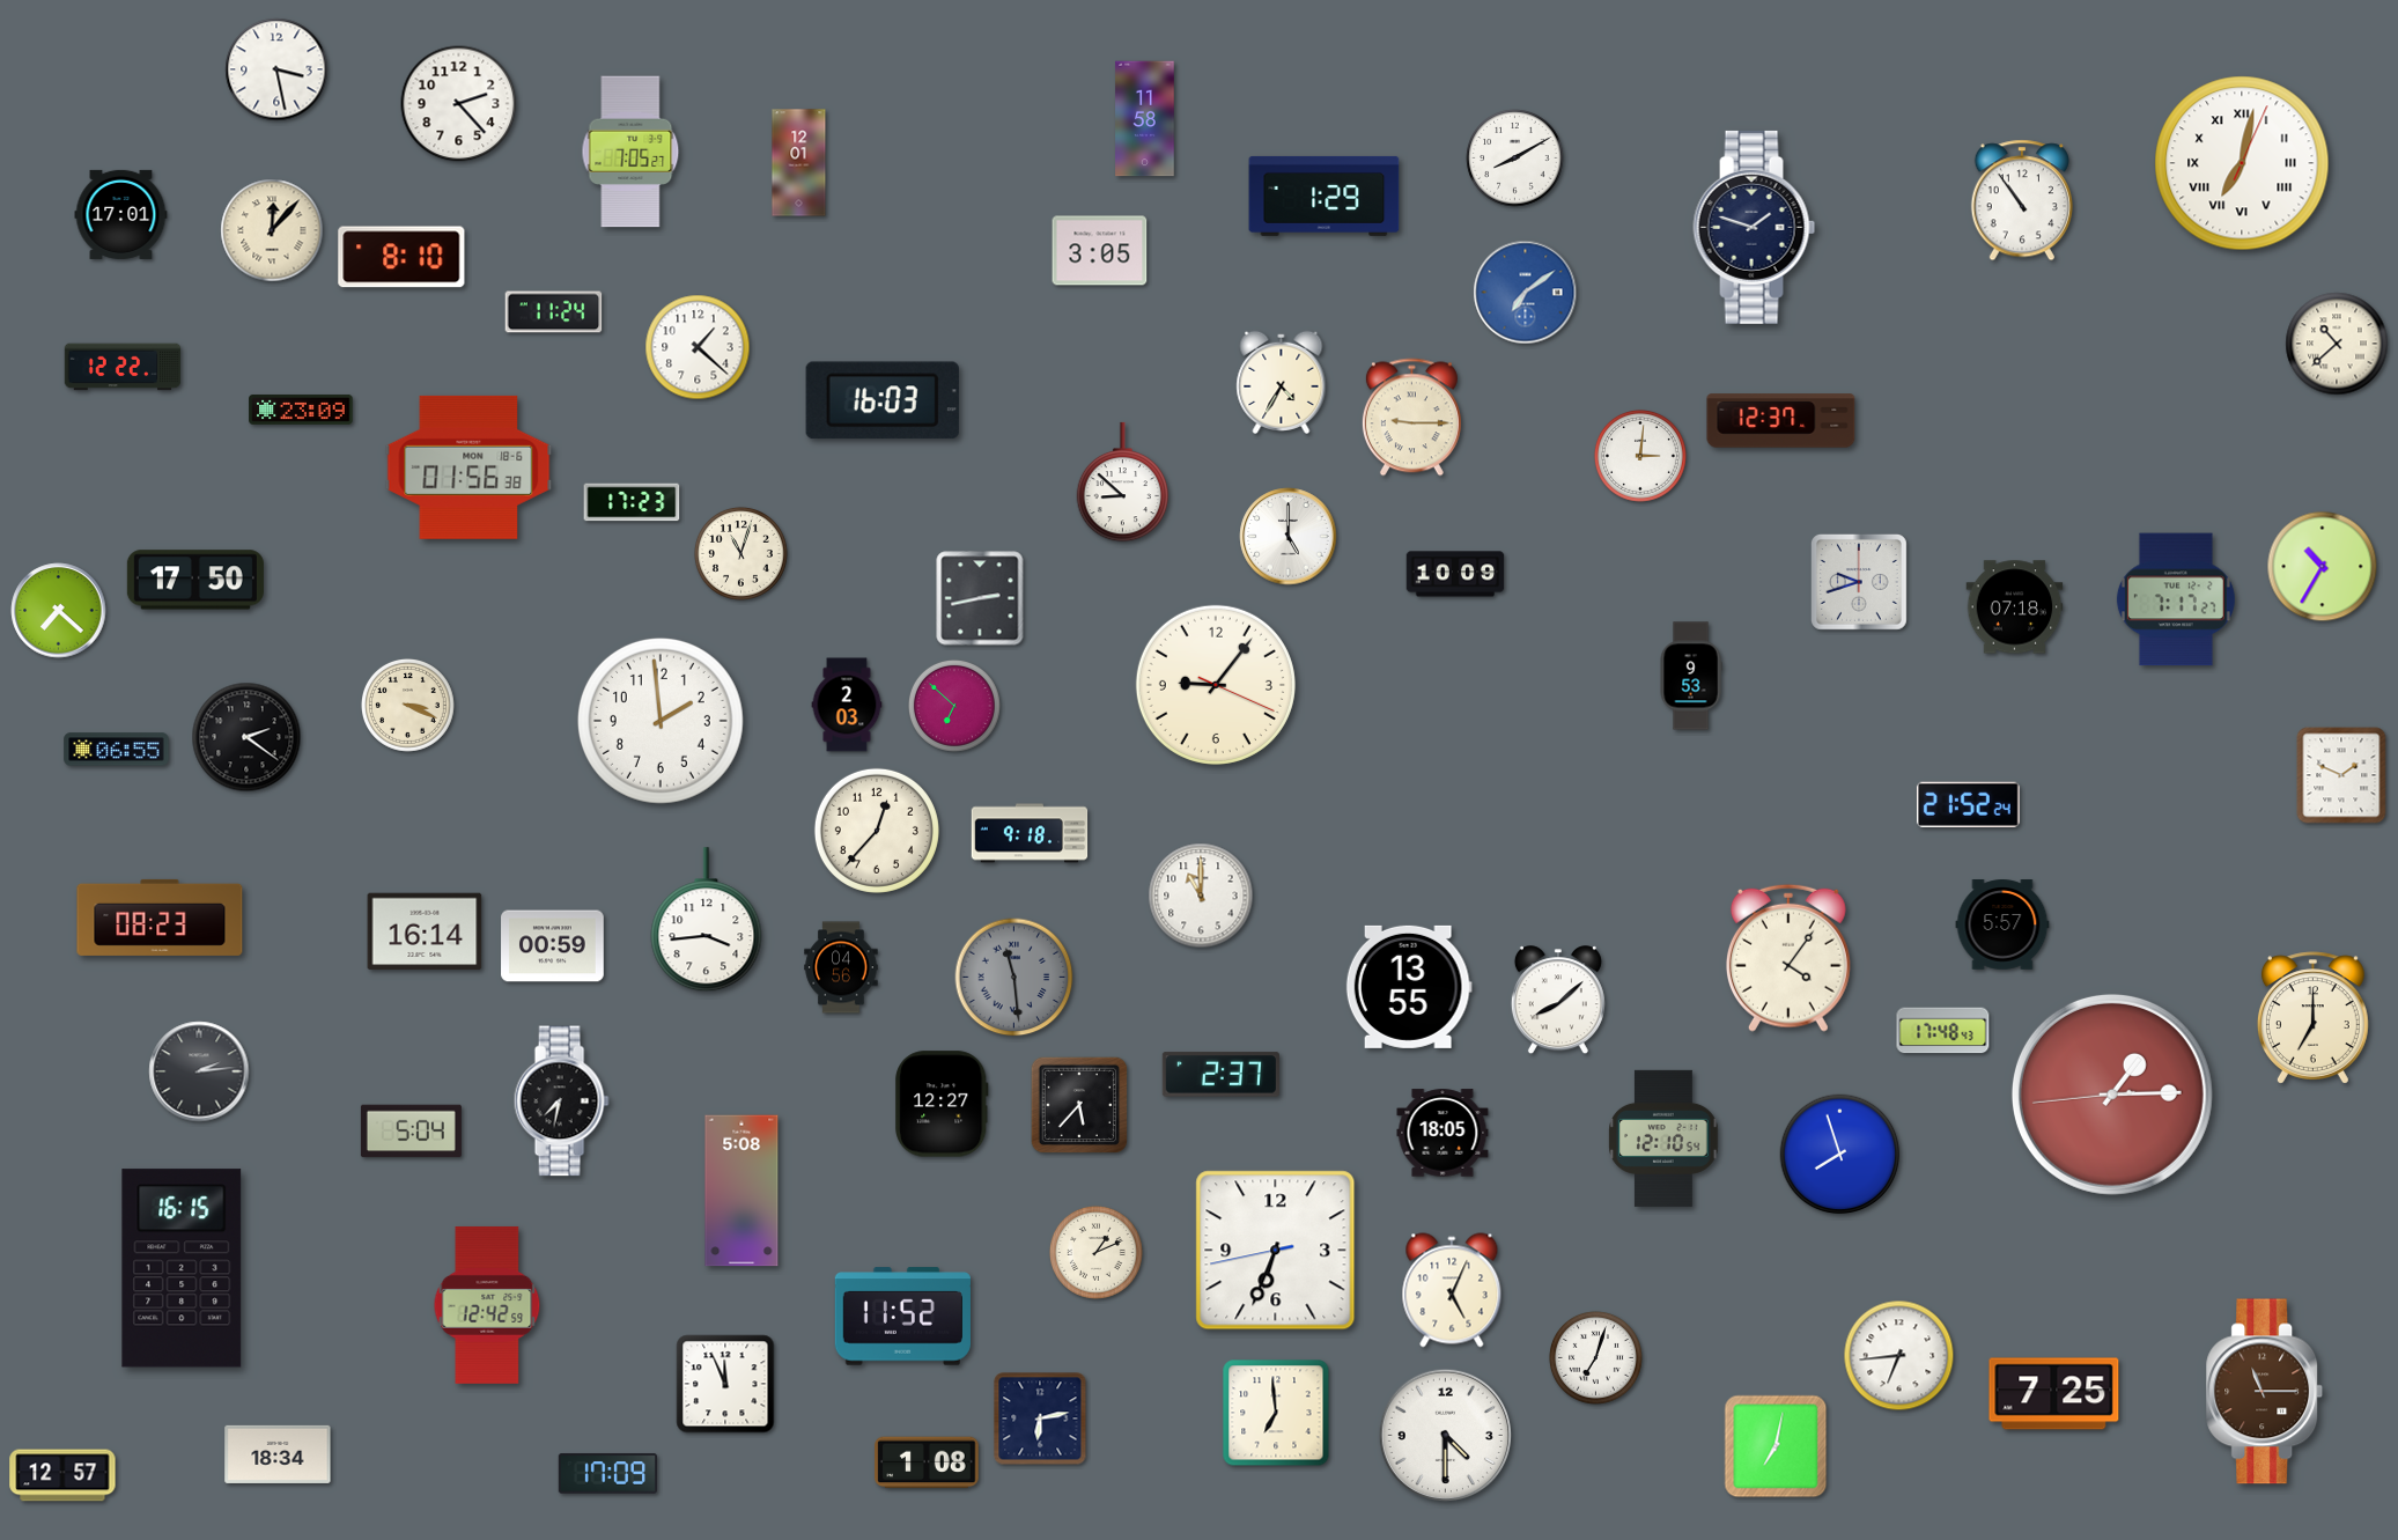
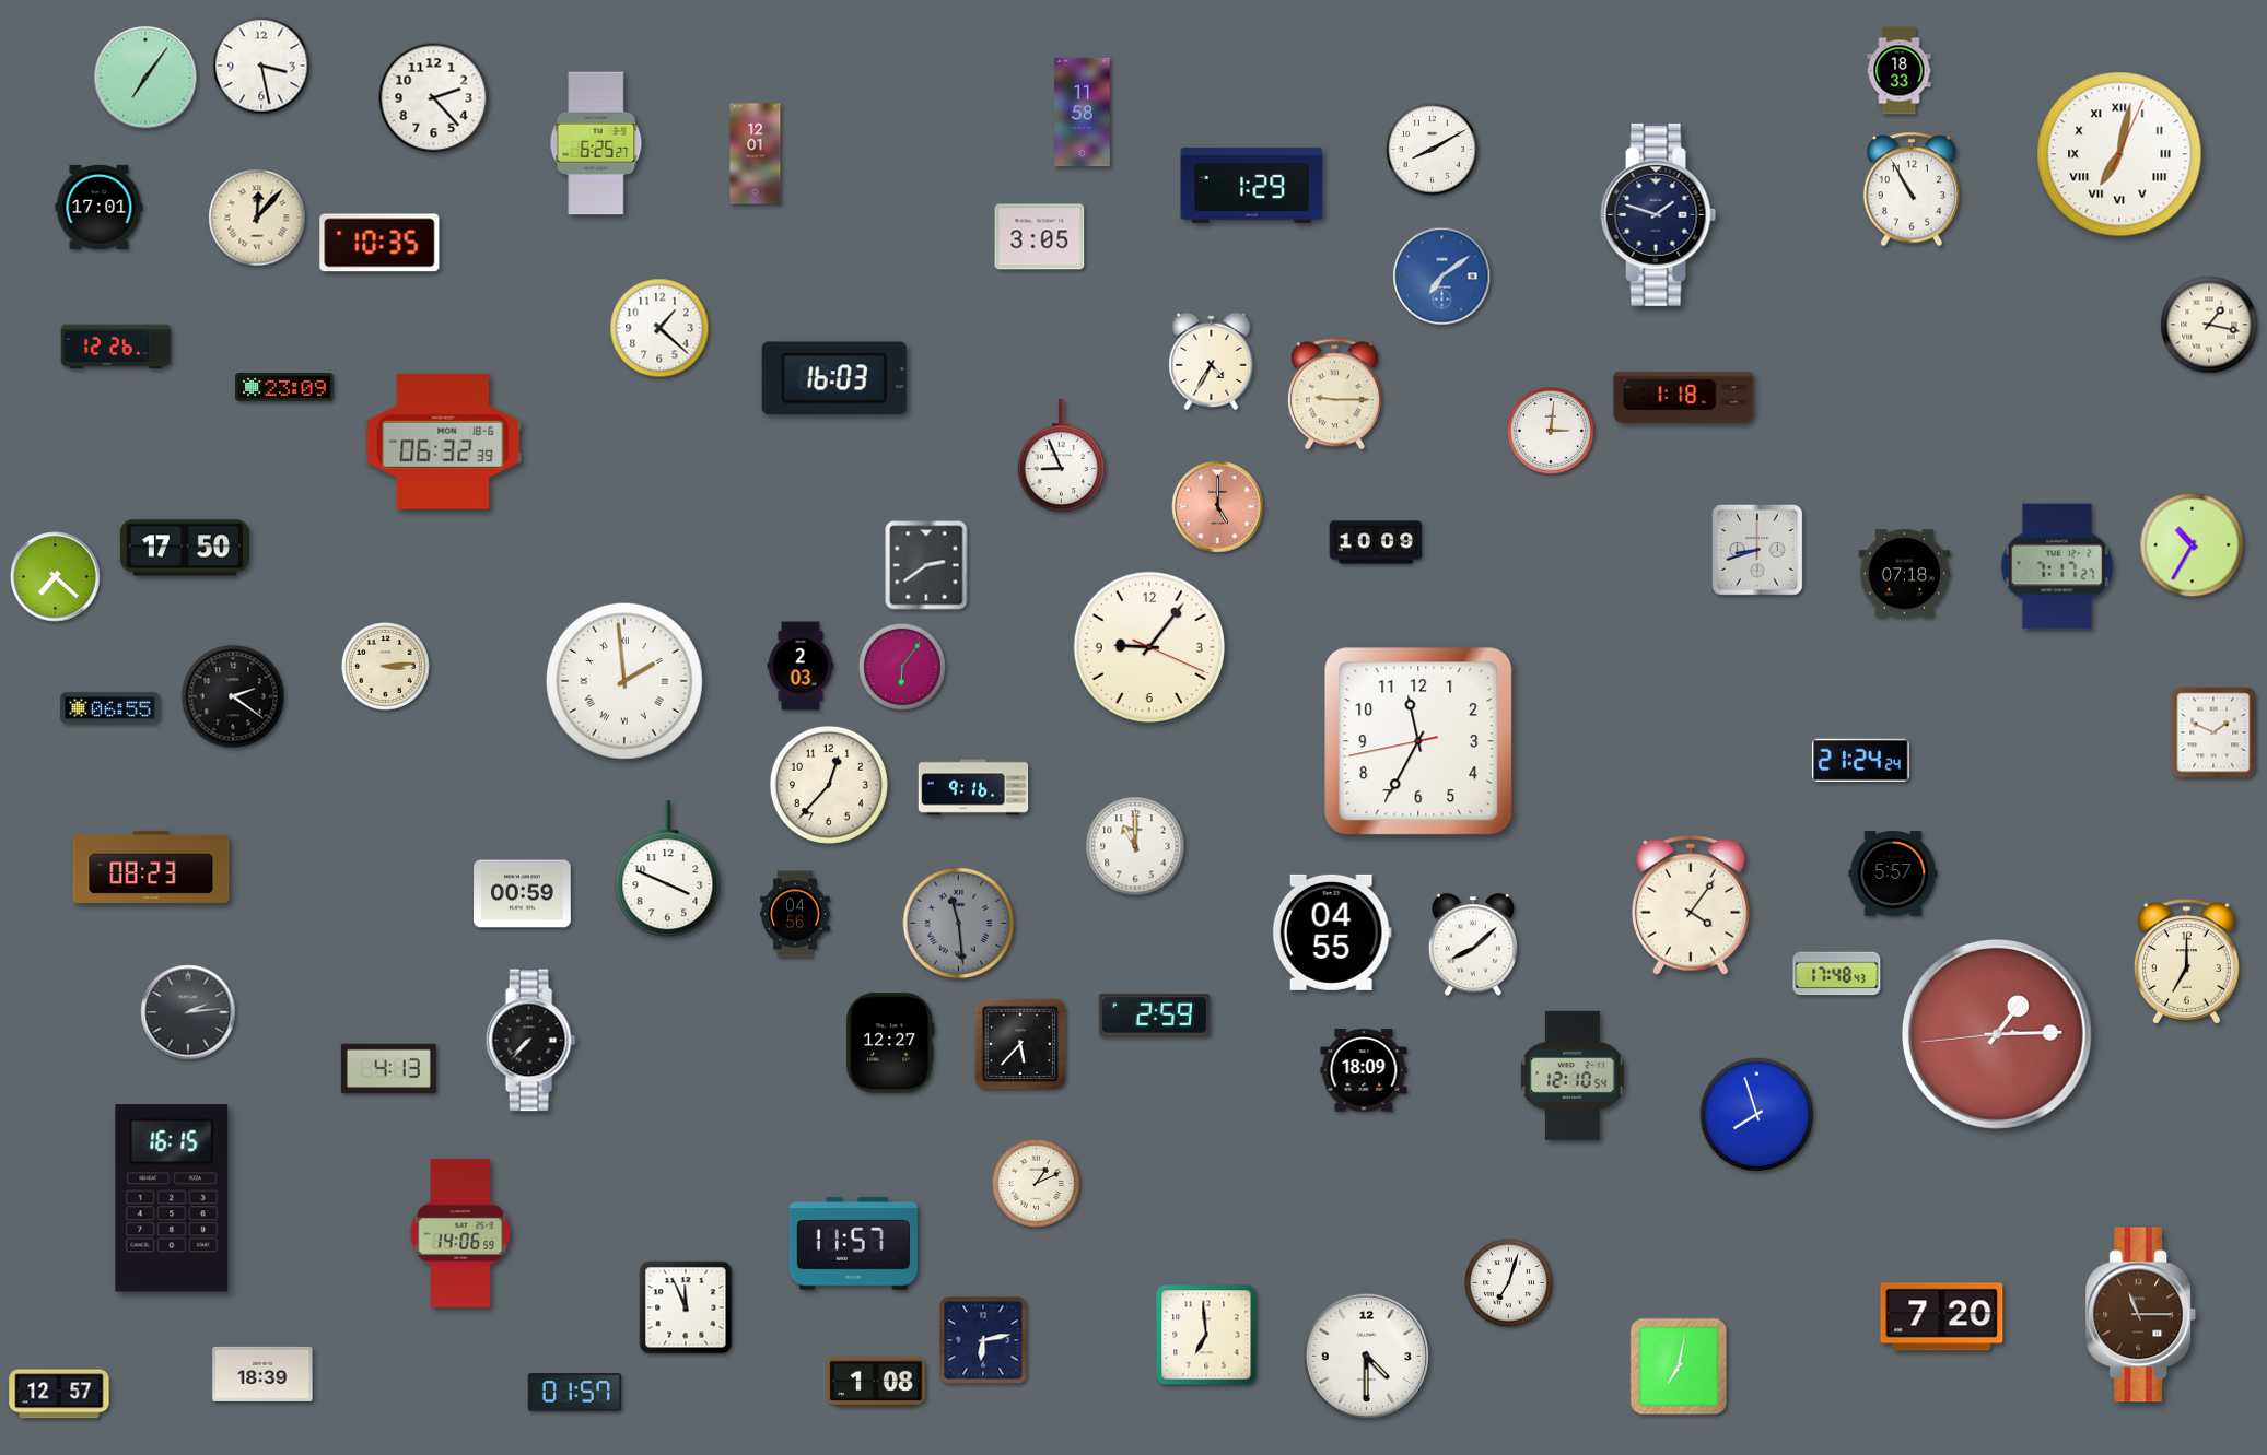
clock at (1900, 71): none -> 18:33
clock at (145, 78): none -> 7:06
clock at (630, 152): 7:05 -> 6:25
clock at (2022, 200): 10:54 -> 10:55
clock at (121, 214) position: (121, 214) -> (100, 207)
clock at (401, 257): 8:10 -> 10:35
clock at (554, 312): 11:24 -> none
clock at (2337, 344): 10:38 -> 1:17
clock at (123, 367): 12:22 -> 12:26
clock at (1781, 421): 12:37 -> 1:18
clock at (468, 467): 01:56 -> 06:32
clock at (1123, 482): 8:52 -> 8:56
clock at (632, 502): 17:23 -> none
clock at (1289, 537) dial: white -> salmon
clock at (741, 554): 11:03 -> none
clock at (2323, 567) position: (2323, 567) -> (2193, 545)
clock at (1859, 582): 9:42 -> 8:42
clock at (980, 598): 2:43 -> 2:39
clock at (1691, 676): 9:53 -> none
clock at (408, 706): 3:19 -> 3:14
clock at (954, 706): 6:52 -> 6:06
clock at (661, 721) numerals: Arabic -> Roman
clock at (1418, 741): none -> 11:34
clock at (1968, 804): 21:52 -> 21:24
clock at (1030, 833): 9:18 -> 9:16
clock at (707, 920): 3:44 -> 3:49
clock at (425, 931): 16:14 -> none
clock at (1409, 987): 13:55 -> 04:55
clock at (1220, 1075): 2:37 -> 2:59
clock at (561, 1101): 7:32 -> 7:37
clock at (411, 1132): 5:04 -> 4:13
clock at (1443, 1133): 18:05 -> 18:09
clock at (1840, 1155) position: (1840, 1155) -> (1757, 1115)
clock at (741, 1191): 5:08 -> none
clock at (1276, 1251): 6:33 -> none
clock at (1452, 1290): 5:04 -> none
clock at (487, 1305): 12:42 -> 14:06
clock at (902, 1317): 11:52 -> 11:57
clock at (1899, 1356): 6:44 -> none
clock at (2054, 1394): 7:25 -> 7:20
clock at (278, 1454): 18:34 -> 18:39
clock at (607, 1474): 17:09 -> 01:57
